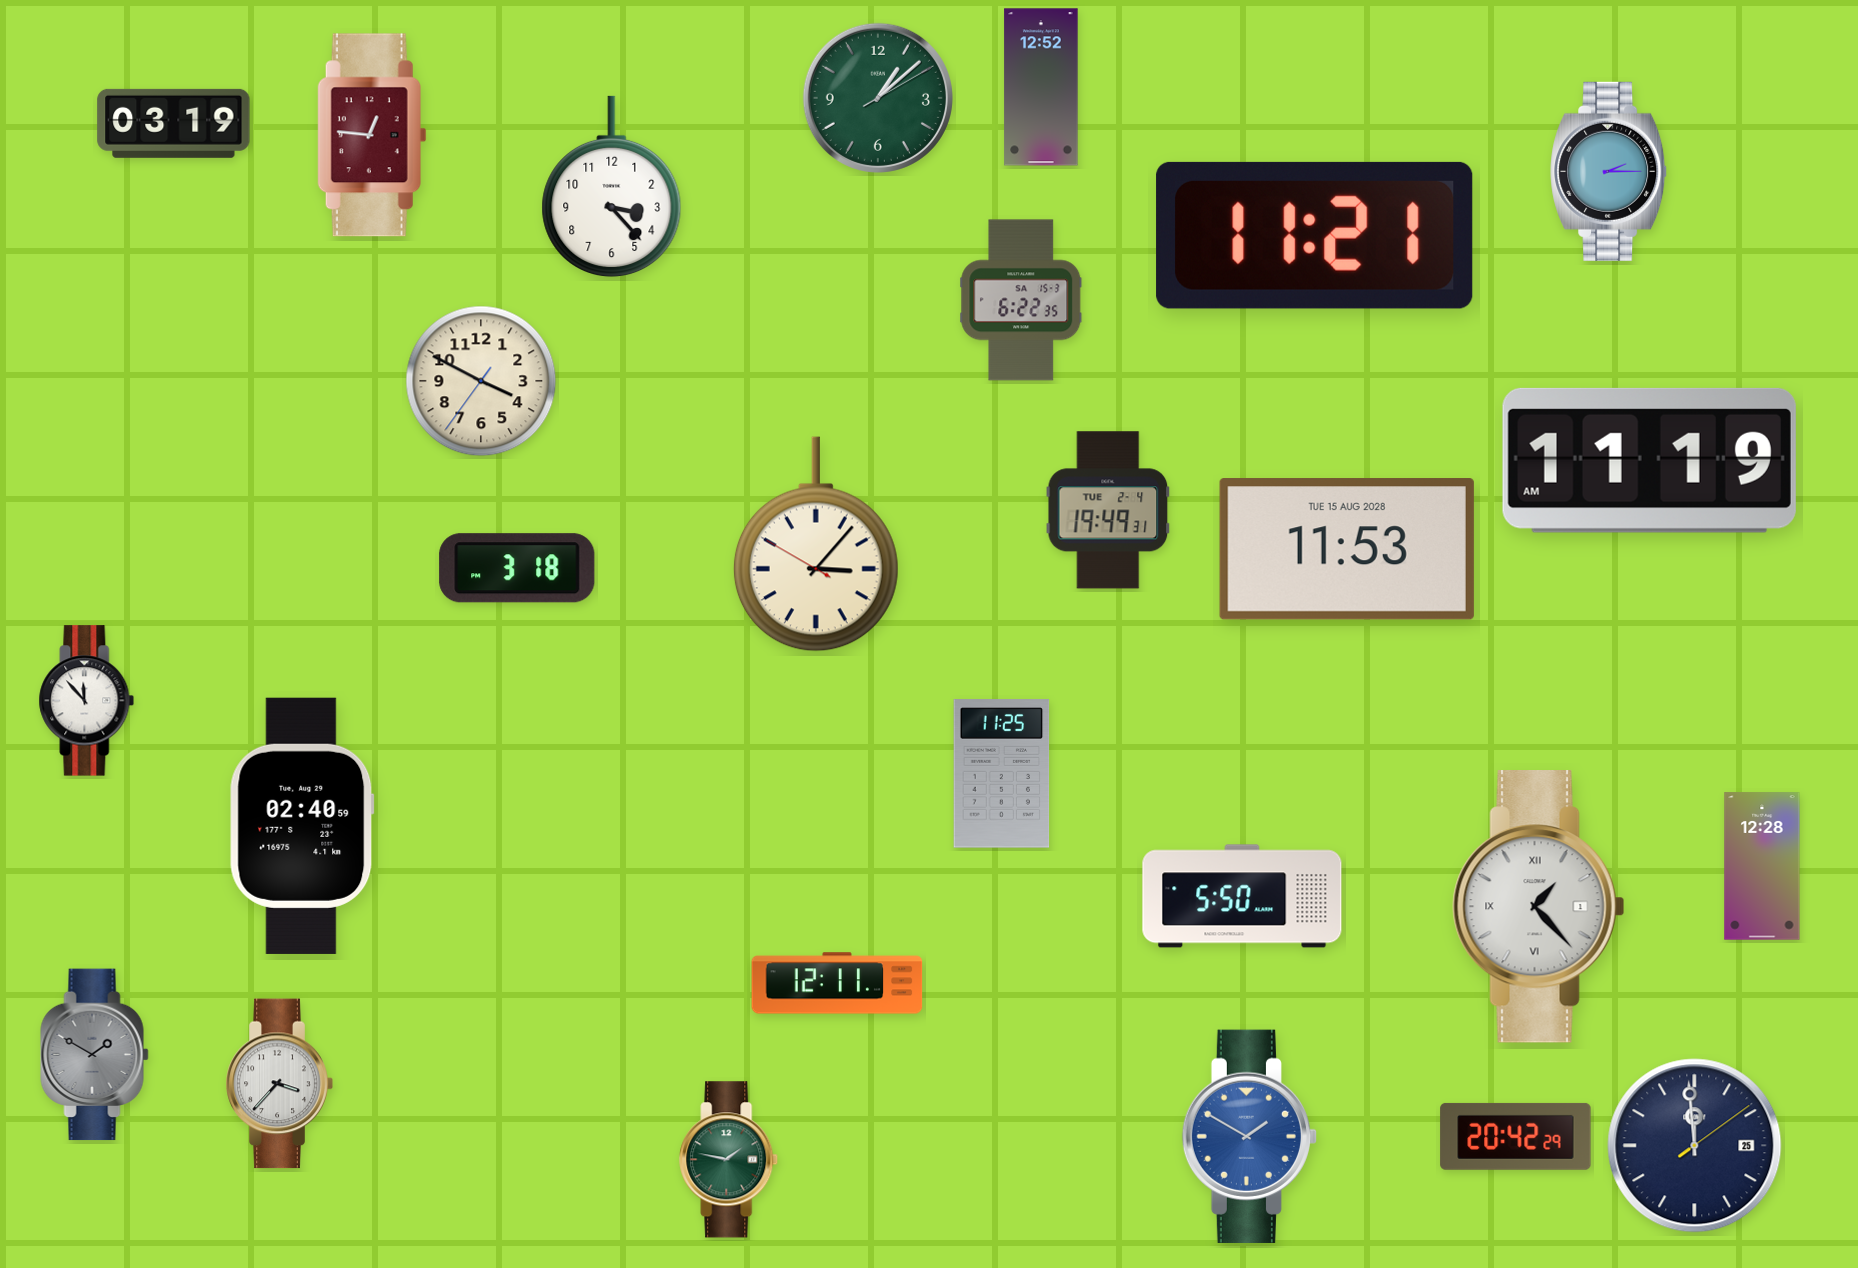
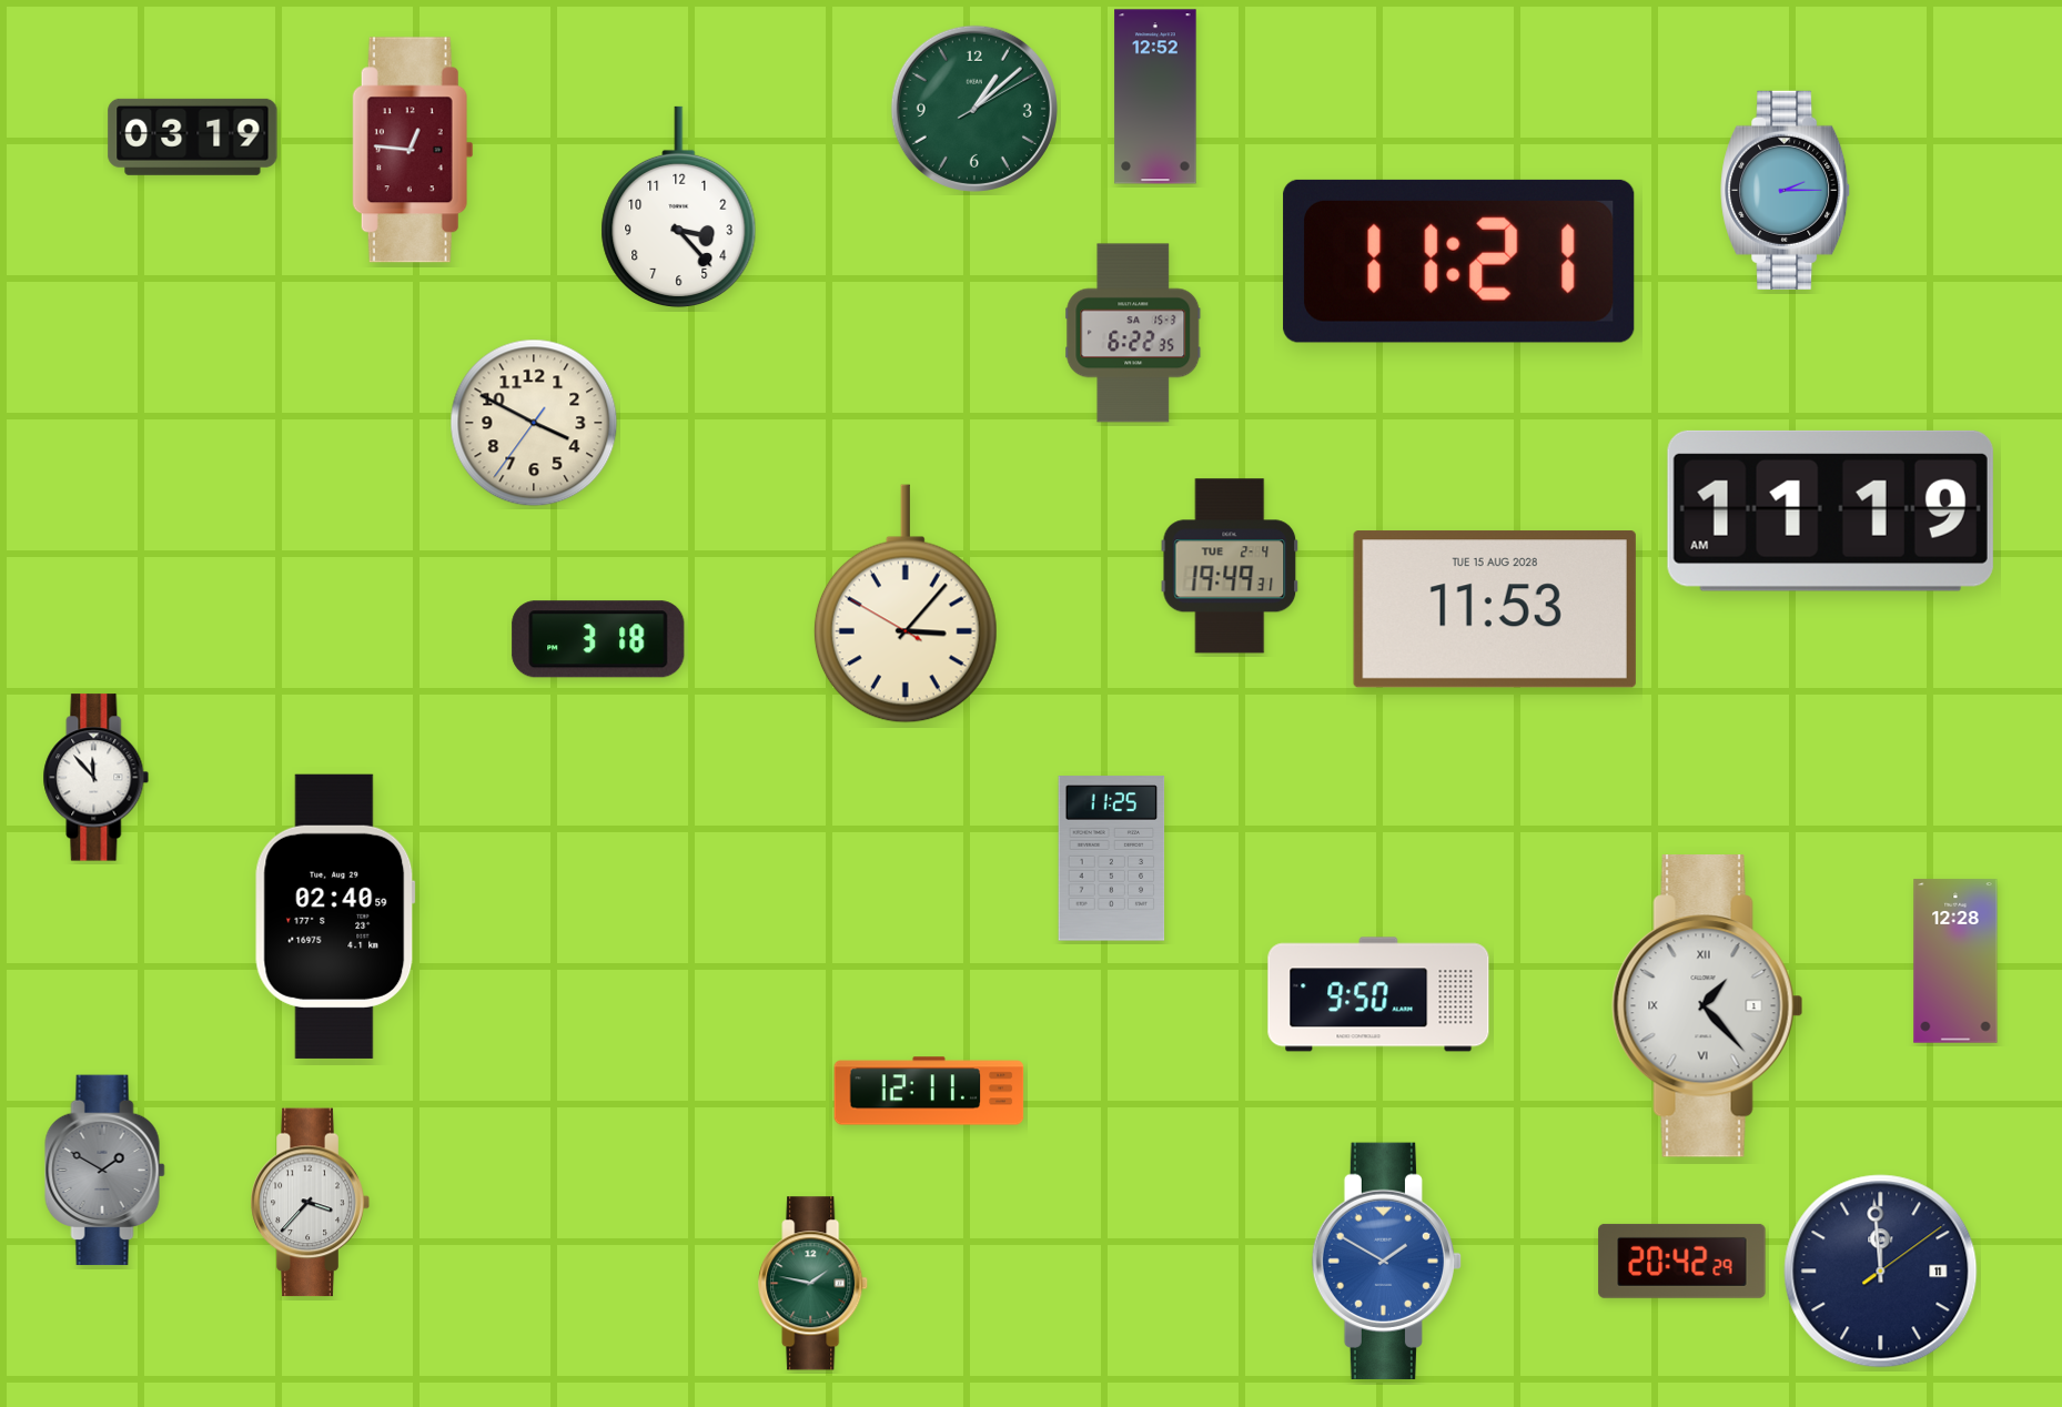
clock at (517, 568) position: (517, 568) -> (598, 639)
clock at (1242, 896): 5:50 -> 9:50
clock at (1695, 1146) date: 25 -> 11
clock at (729, 1160) position: (729, 1160) -> (813, 1284)
